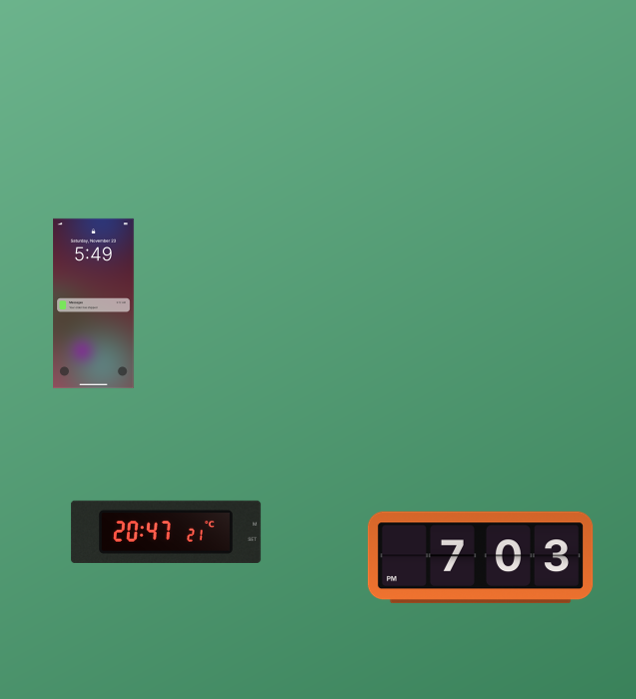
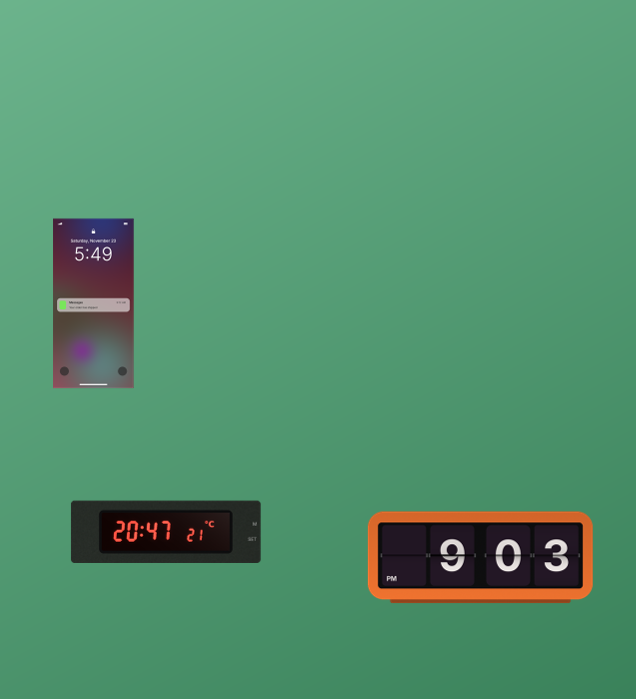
clock at (480, 558): 7:03 -> 9:03
